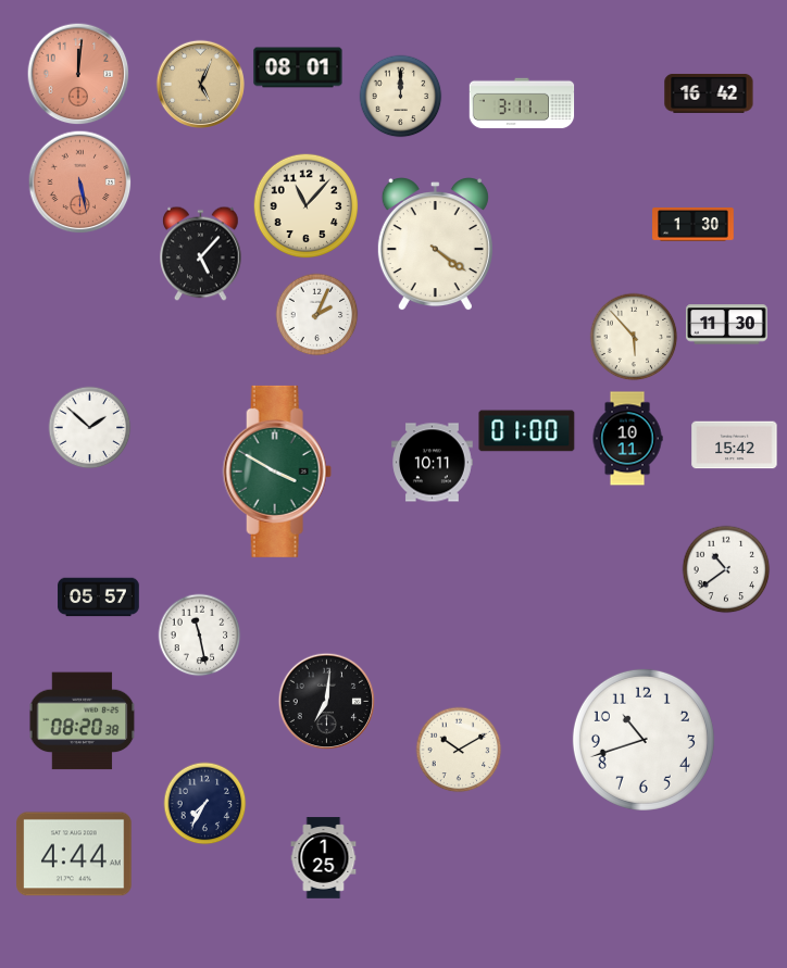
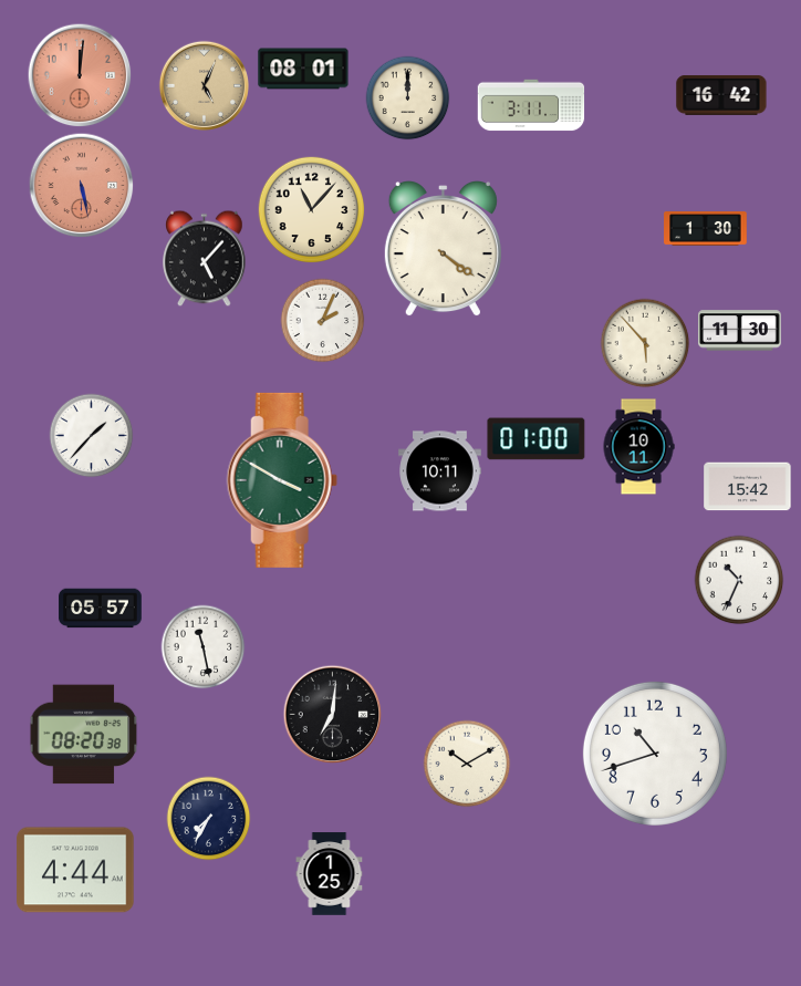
clock at (90, 428): 1:52 -> 1:37
clock at (735, 445) position: (735, 445) -> (748, 487)
clock at (726, 569): 10:39 -> 10:34
